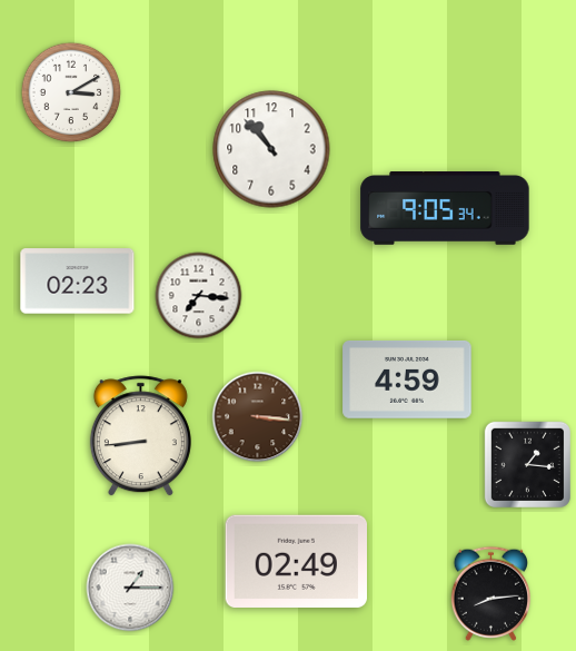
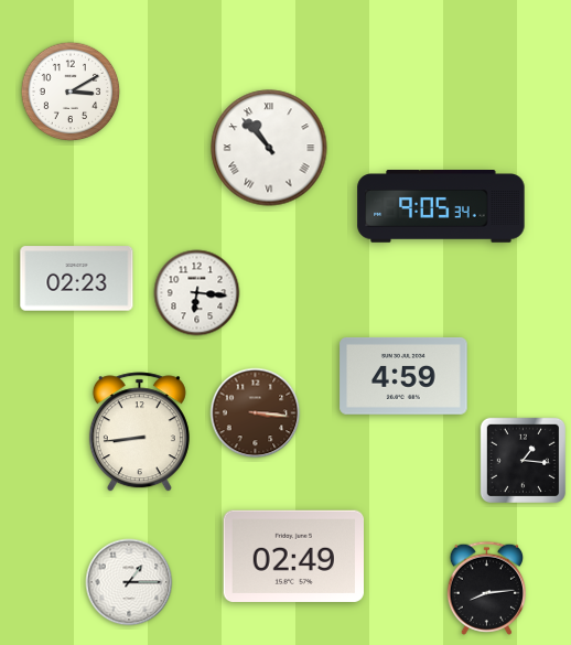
clock at (271, 149) numerals: Arabic -> Roman
clock at (199, 296): 7:16 -> 6:16
